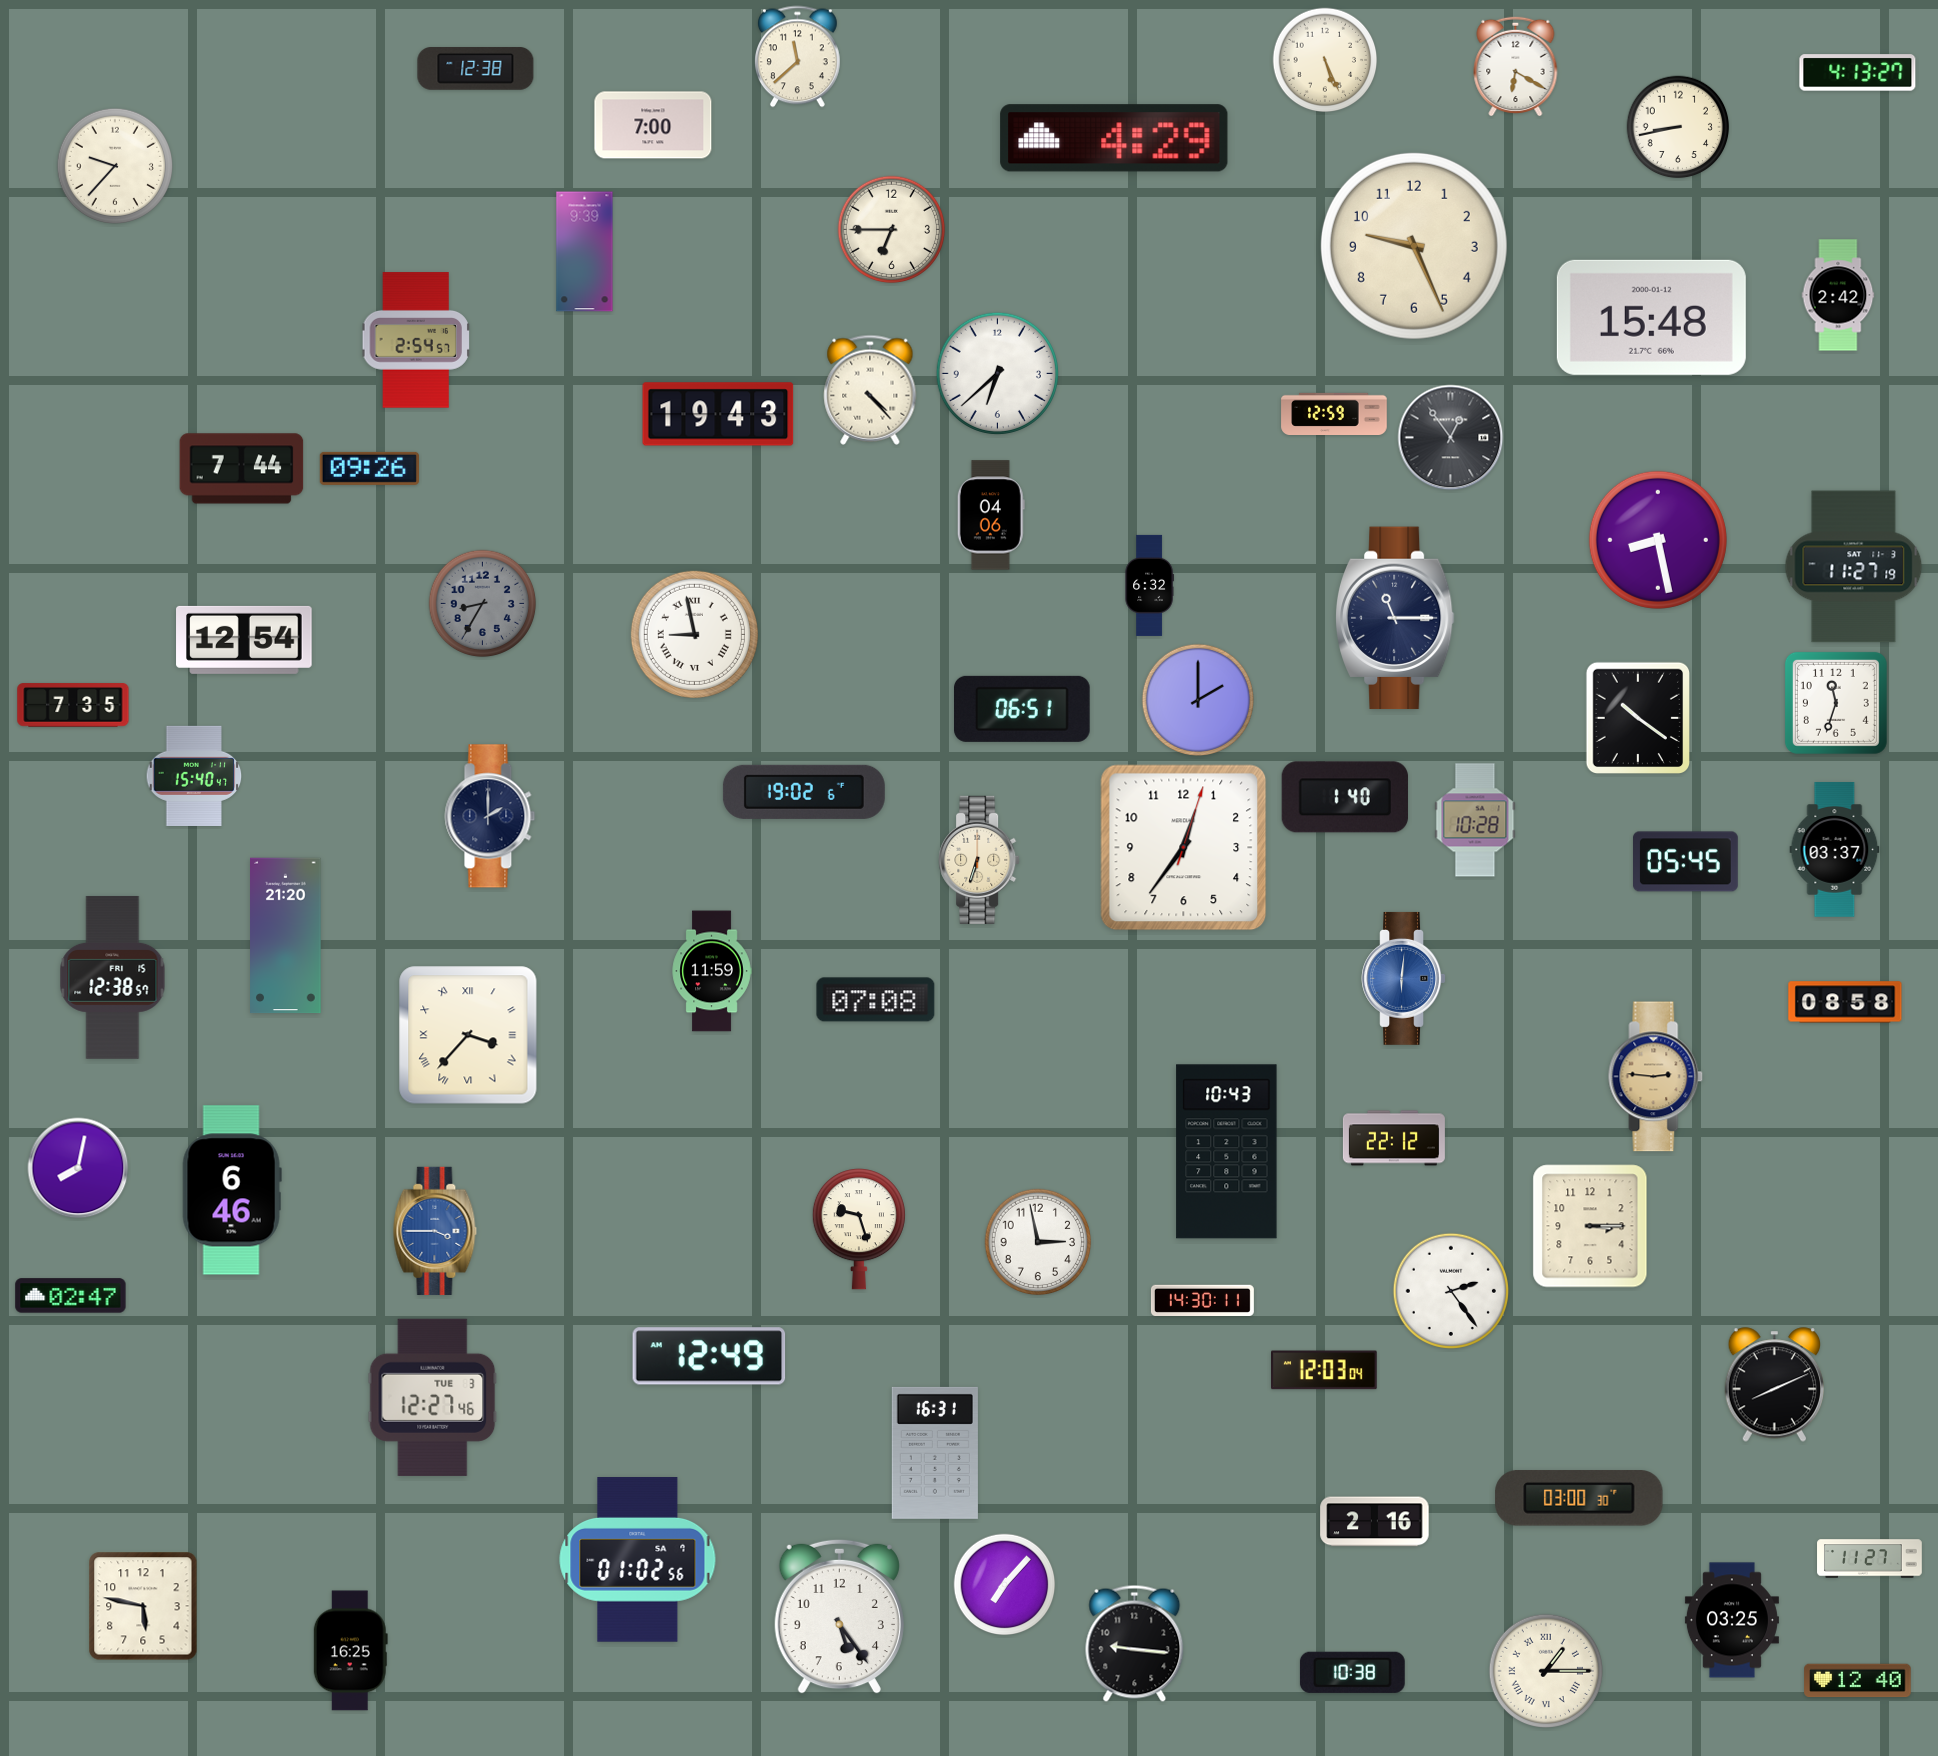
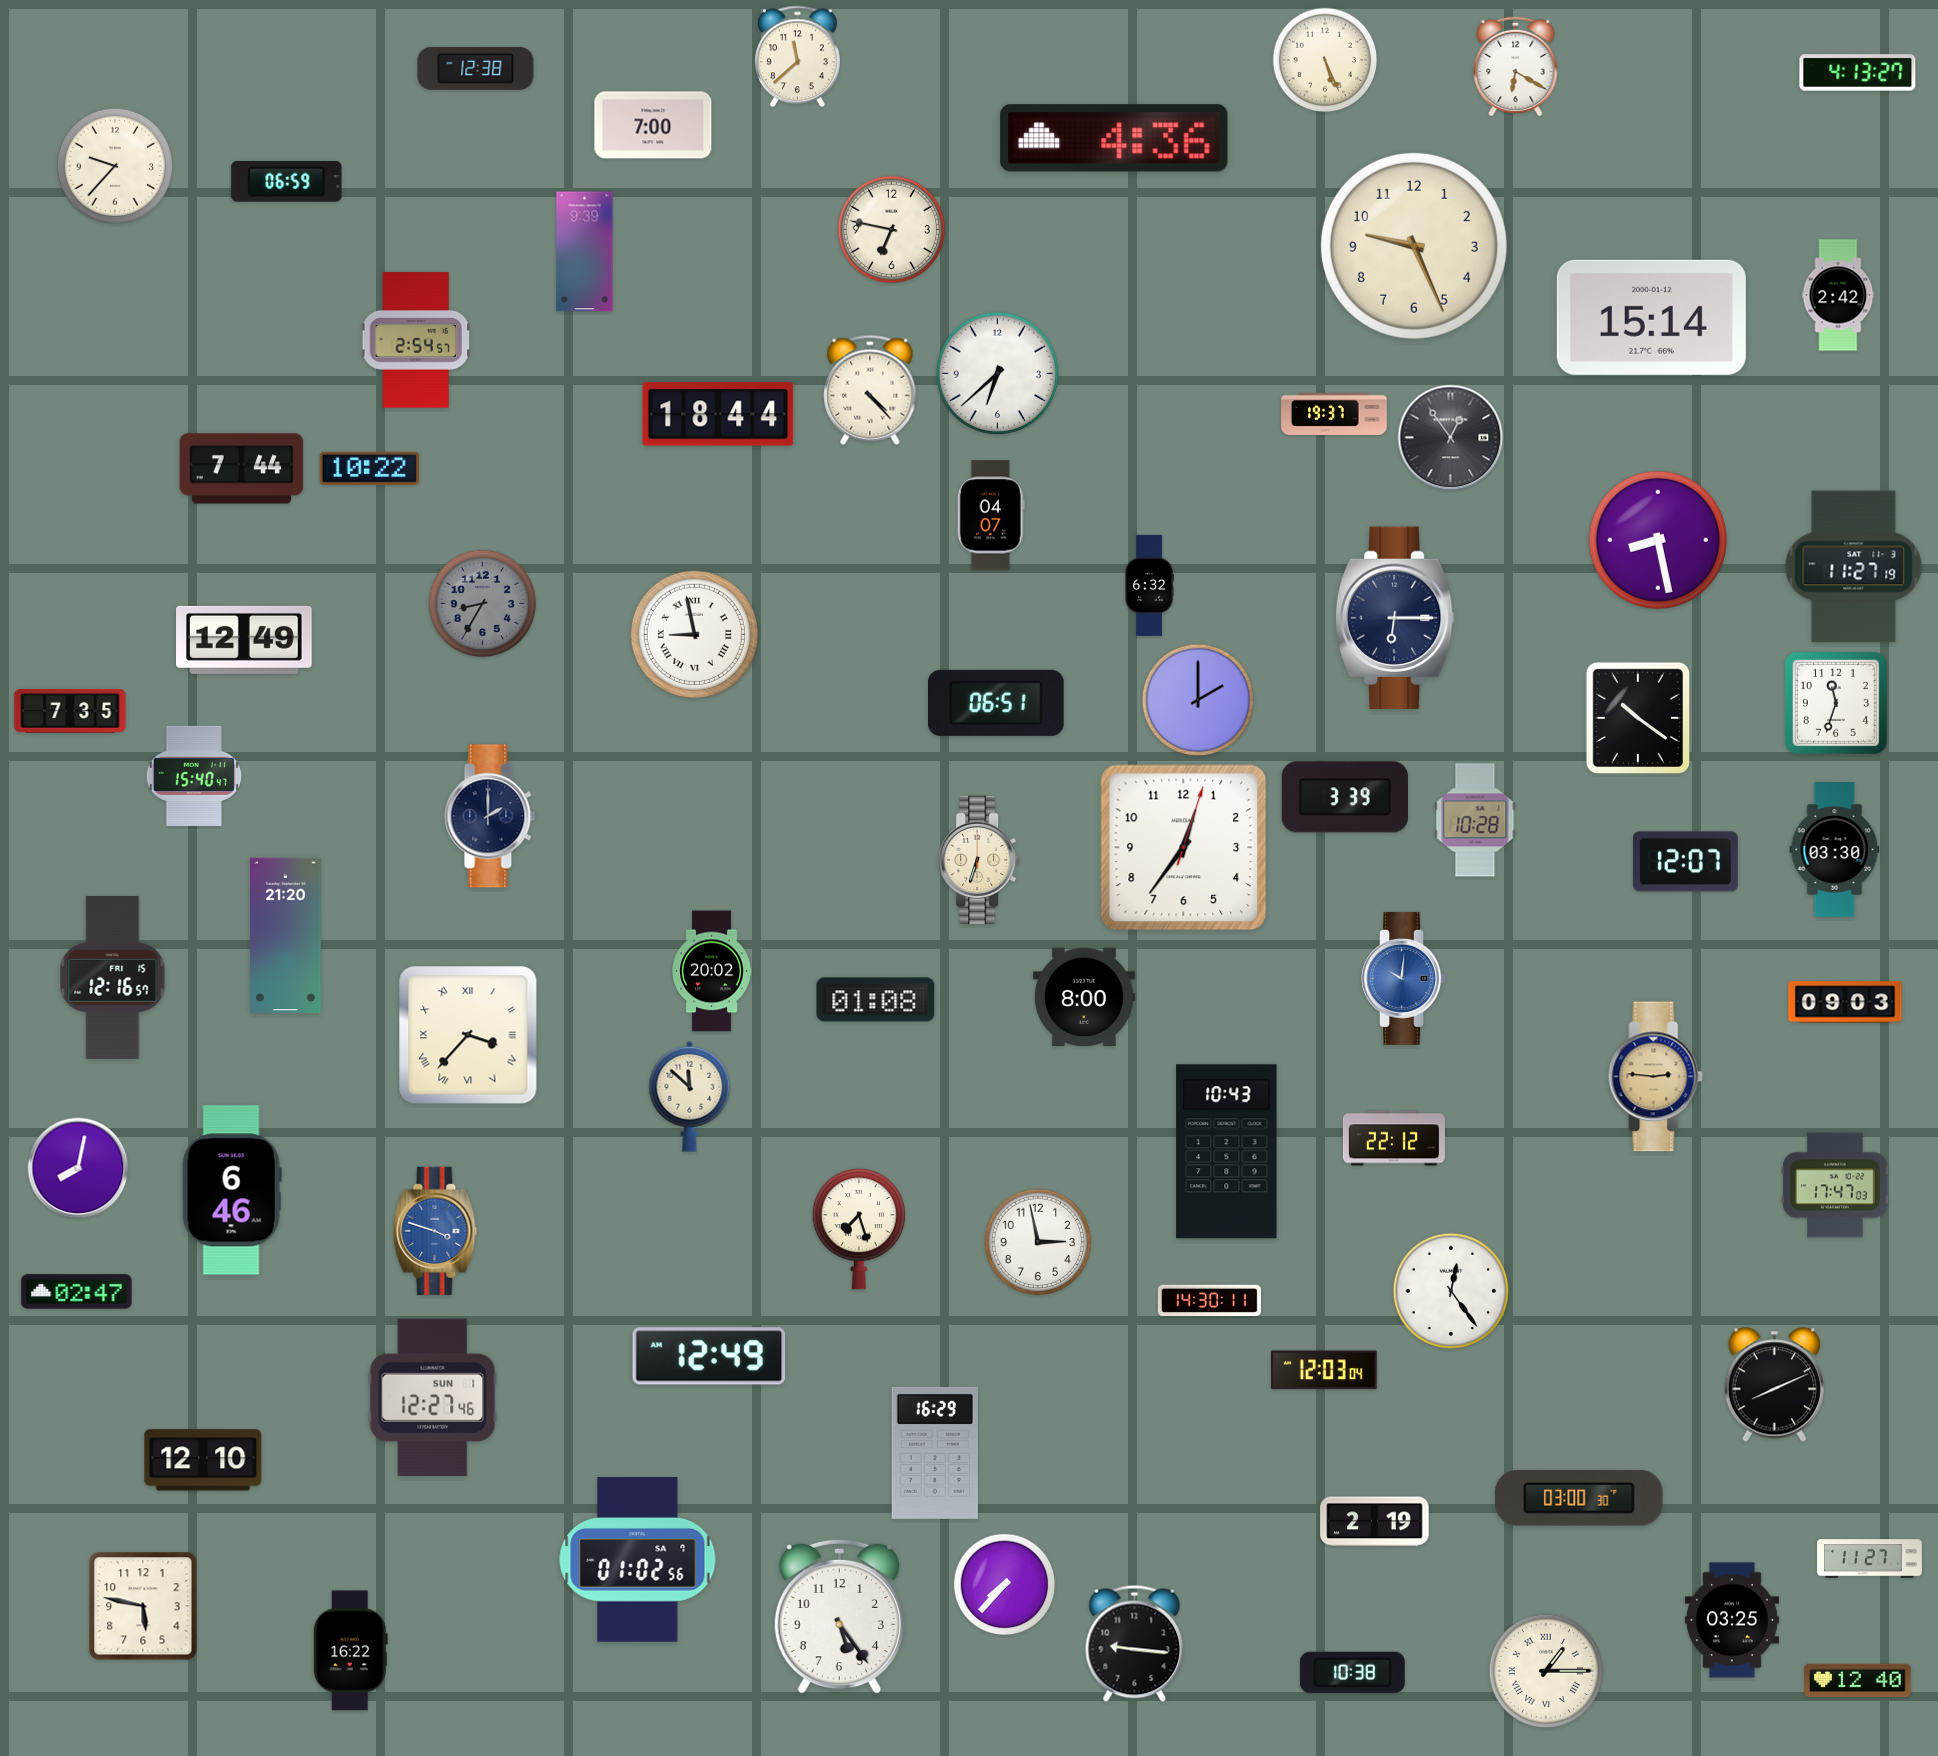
clock at (1678, 127): 8:43 -> none
clock at (1114, 138): 4:29 -> 4:36
clock at (287, 181): none -> 06:59
clock at (892, 230): 6:45 -> 6:47
clock at (1651, 317): 15:48 -> 15:14
clock at (1334, 413): 12:59 -> 19:37
clock at (718, 414): 19:43 -> 18:44
clock at (369, 468): 09:26 -> 10:22
clock at (991, 515): 04:06 -> 04:07
clock at (1395, 618): 11:15 -> 6:15
clock at (244, 640): 12:54 -> 12:49
clock at (73, 705) position: (73, 705) -> (70, 711)
clock at (1023, 709) position: (1023, 709) -> (997, 703)
clock at (804, 792): 19:02 -> none
clock at (1345, 797): 1:40 -> 3:39
clock at (1835, 850): 03:37 -> 03:30
clock at (1686, 862): 05:45 -> 12:07
clock at (712, 971): 11:59 -> 20:02
clock at (113, 978): 12:38 -> 12:16
clock at (1403, 978): 6:01 -> 10:01
clock at (1084, 997): none -> 8:00
clock at (876, 1000): 07:08 -> 01:08
clock at (1845, 1002): 08:58 -> 09:03
clock at (690, 1096): none -> 11:52
clock at (1835, 1185): none -> 17:47
clock at (1590, 1226): 3:15 -> none
clock at (859, 1229): 9:27 -> 7:27
clock at (435, 1231): 3:45 -> 3:48
clock at (1450, 1290): 2:24 -> 12:24
clock at (71, 1296) position: (71, 1296) -> (77, 1292)
clock at (1202, 1300) position: (1202, 1300) -> (1209, 1300)
clock at (433, 1397) date: TUE 3 -> SUN 1
clock at (935, 1453): 16:31 -> 16:29
clock at (203, 1460): none -> 12:10
clock at (1375, 1522): 2:16 -> 2:19
clock at (1005, 1585): 7:07 -> 7:37
clock at (350, 1651): 16:25 -> 16:22
